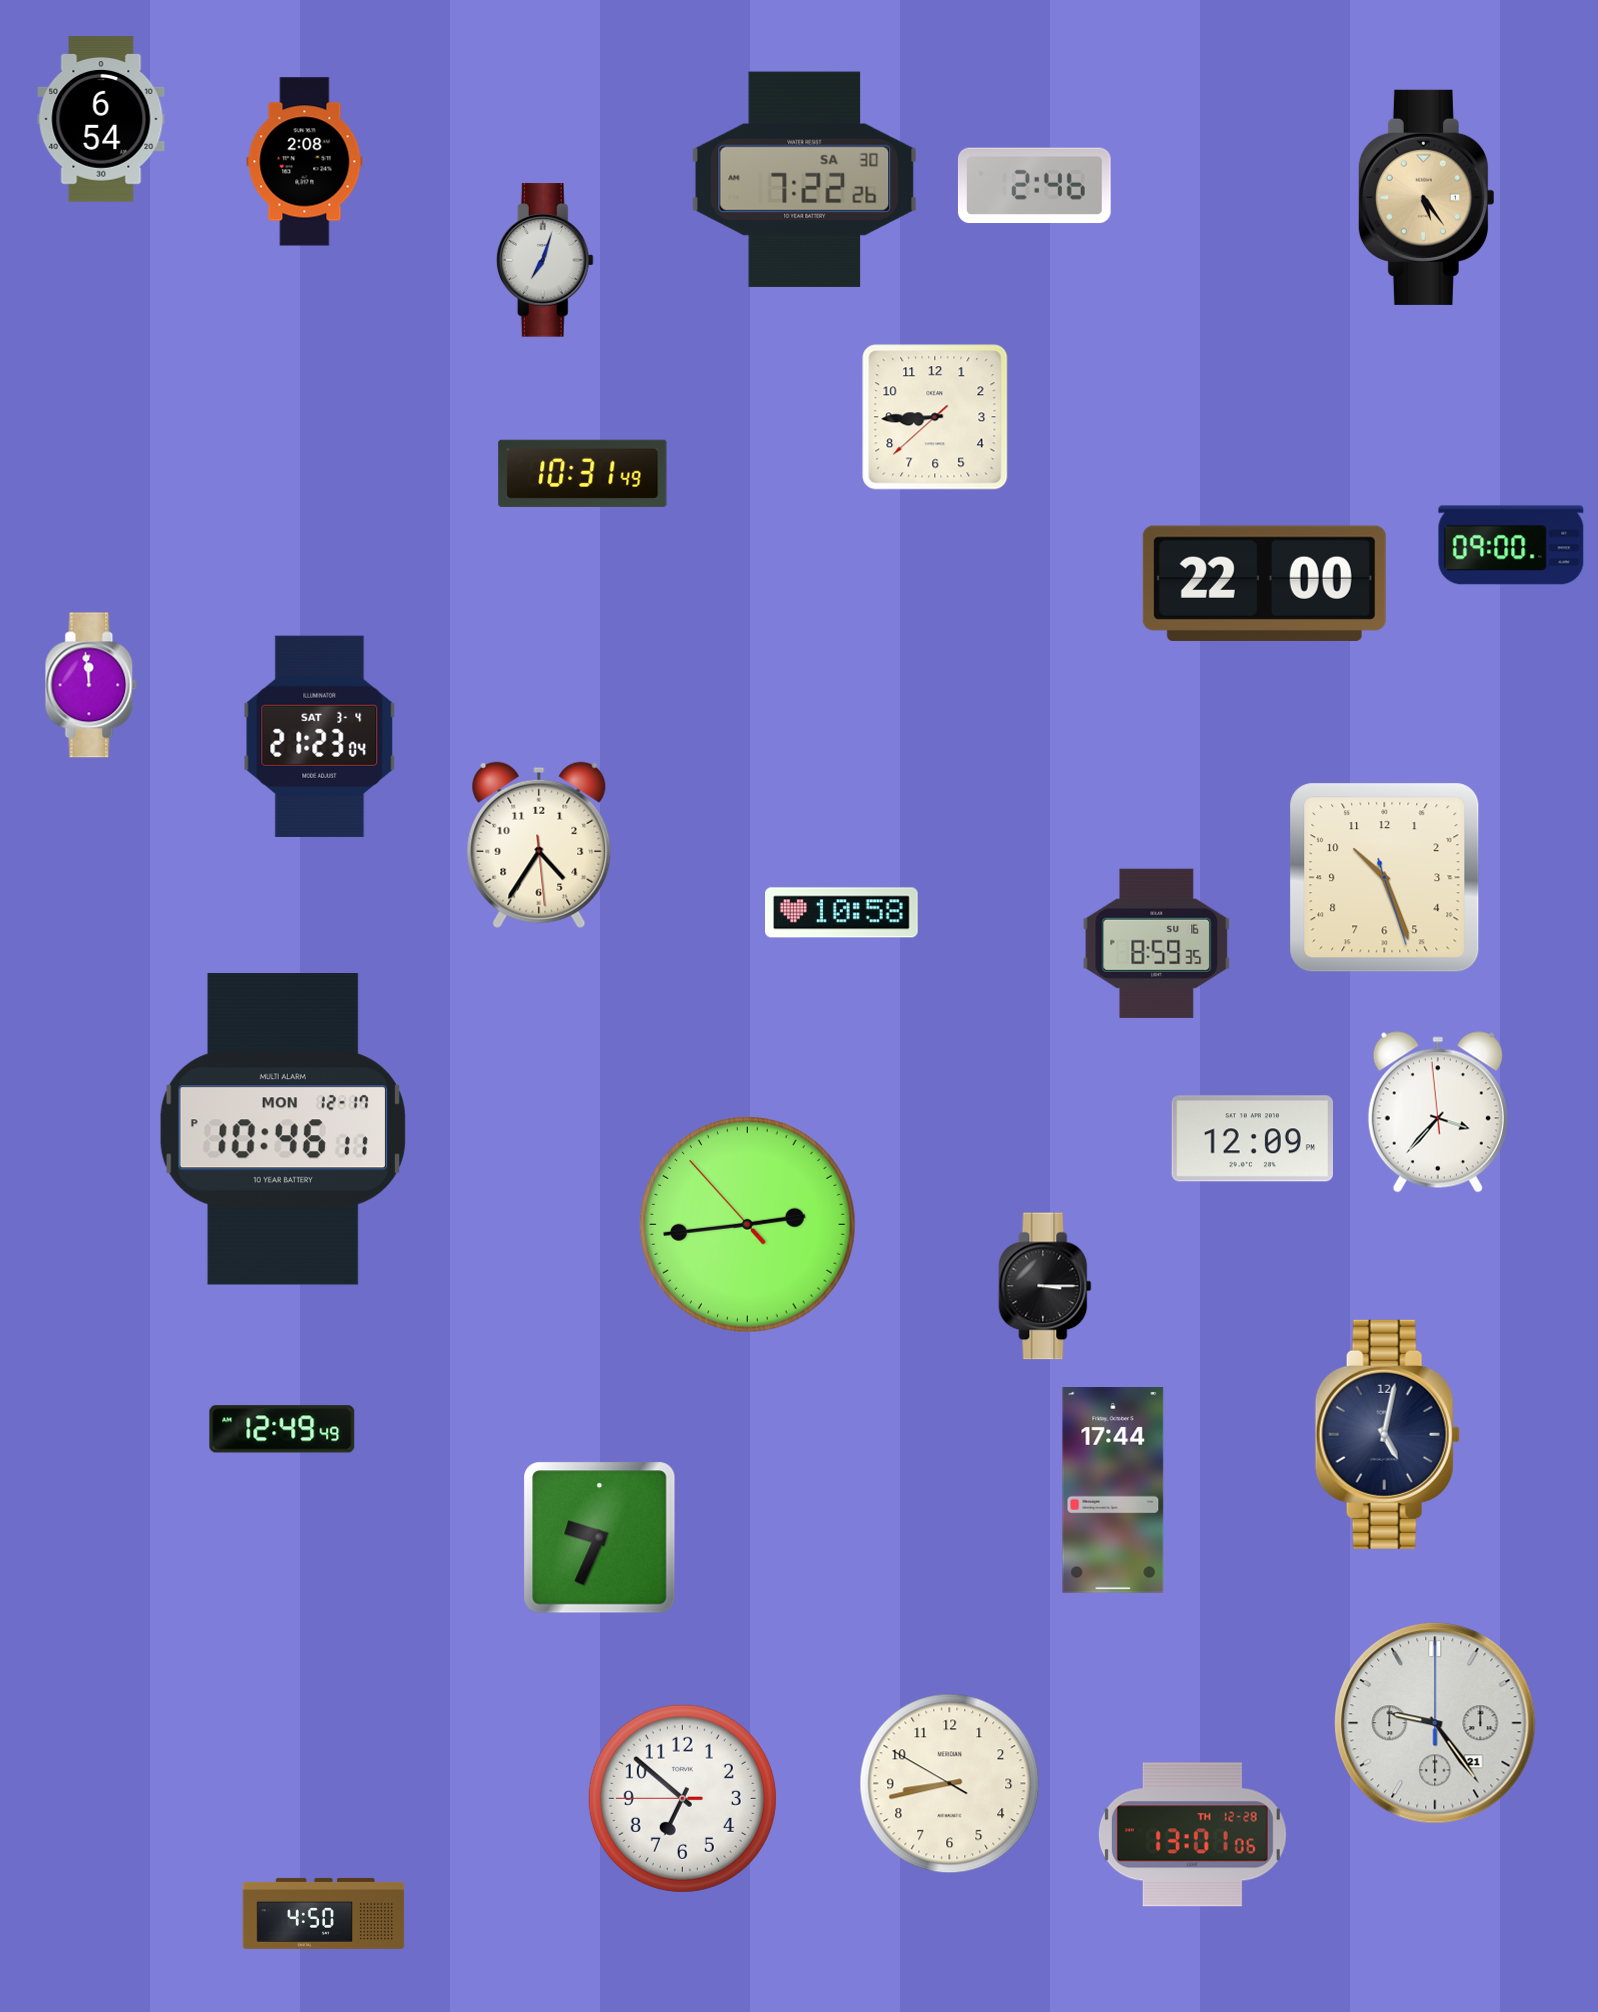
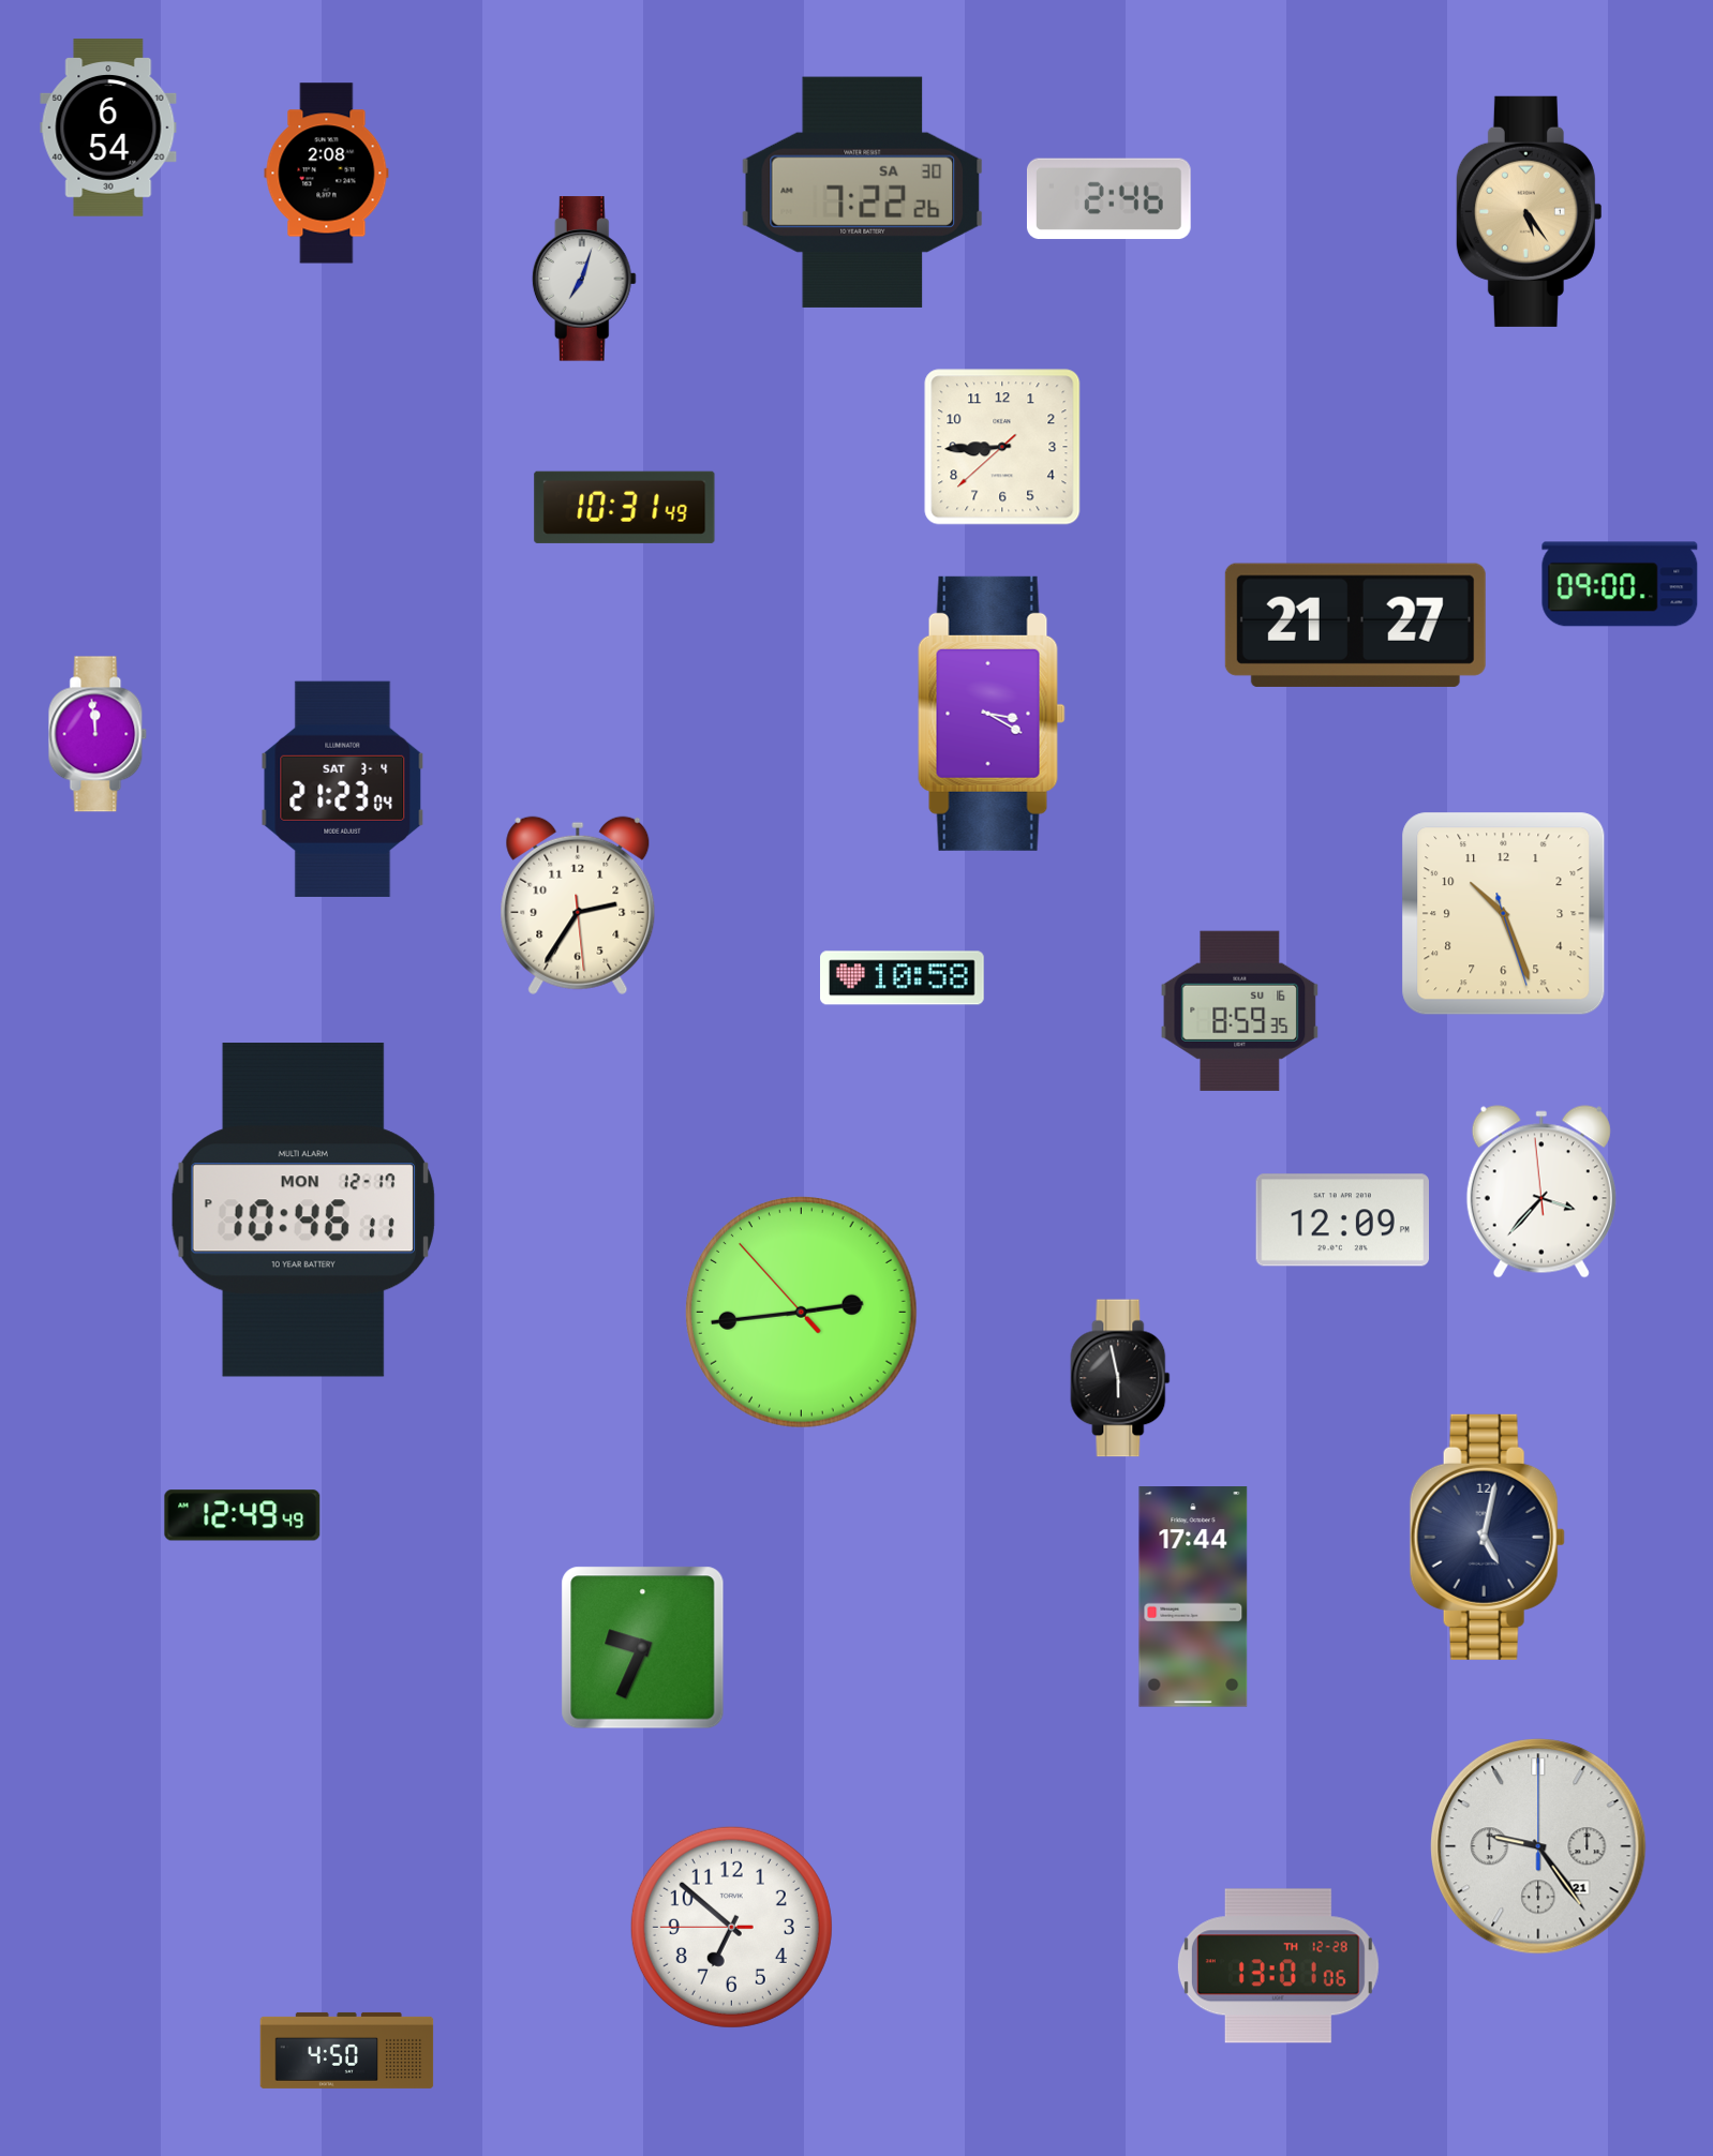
clock at (1264, 583): 22:00 -> 21:27
clock at (992, 714): none -> 3:20
clock at (539, 845): 4:35 -> 2:35
clock at (1385, 878) position: (1385, 878) -> (1504, 914)
clock at (1045, 1286): 3:15 -> 5:58
clock at (282, 1429) position: (282, 1429) -> (242, 1515)
clock at (950, 1784): 8:42 -> none
